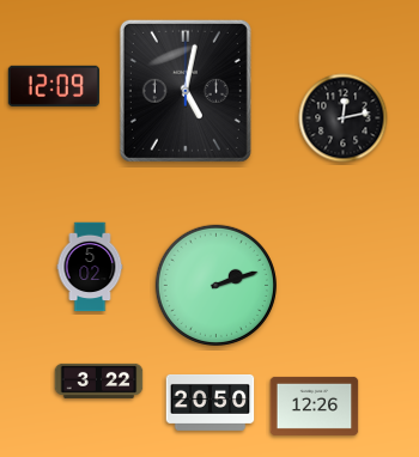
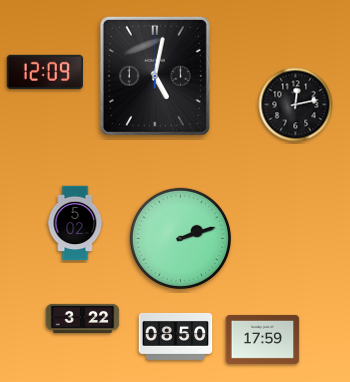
clock at (344, 118) position: (344, 118) -> (296, 105)
clock at (211, 402): 20:50 -> 08:50
clock at (315, 406): 12:26 -> 17:59
